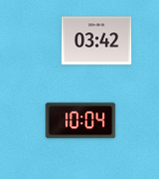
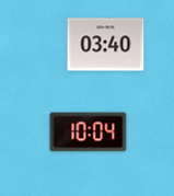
clock at (97, 41): 03:42 -> 03:40
